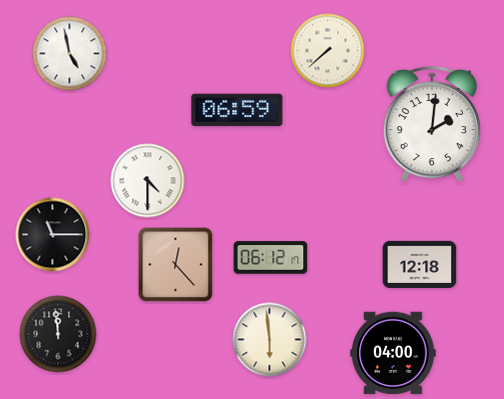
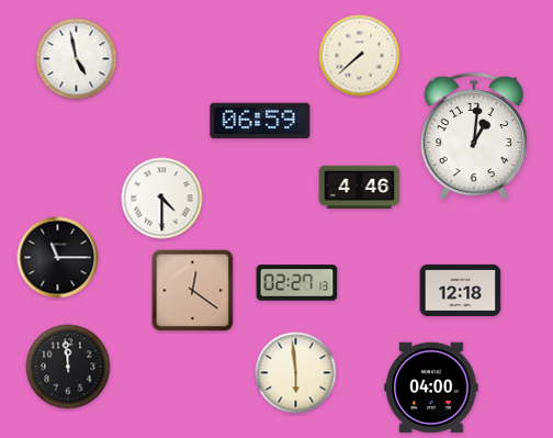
clock at (431, 124): 2:01 -> 1:01
clock at (360, 188): none -> 4:46
clock at (271, 258): 06:12 -> 02:27
clock at (176, 265): 12:23 -> 12:21
clock at (58, 334) position: (58, 334) -> (68, 367)
